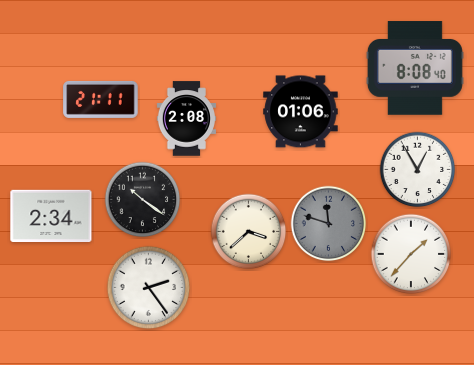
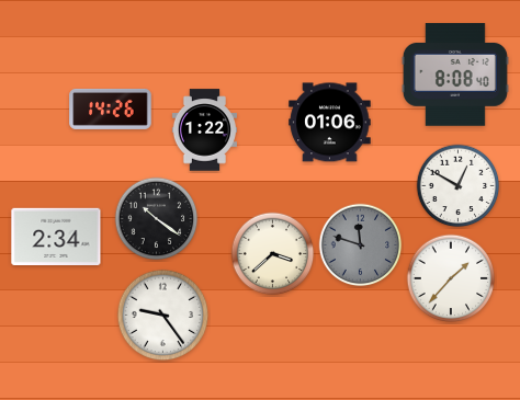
clock at (101, 99): 21:11 -> 14:26
clock at (186, 119): 2:08 -> 1:22
clock at (418, 170): 12:55 -> 12:50
clock at (149, 288): 2:24 -> 9:24
